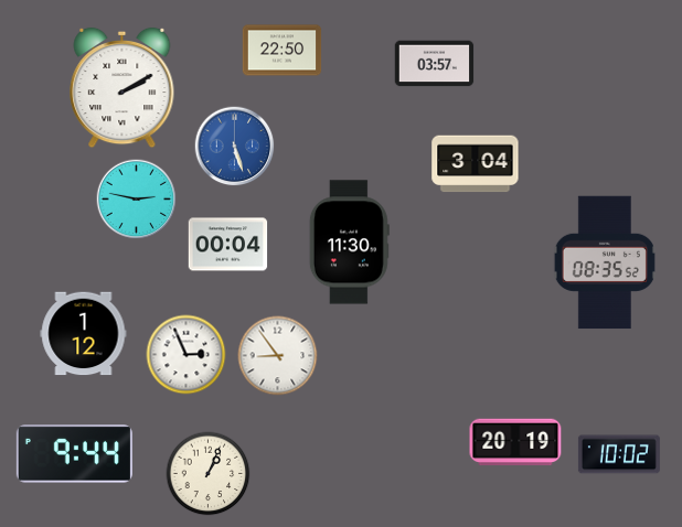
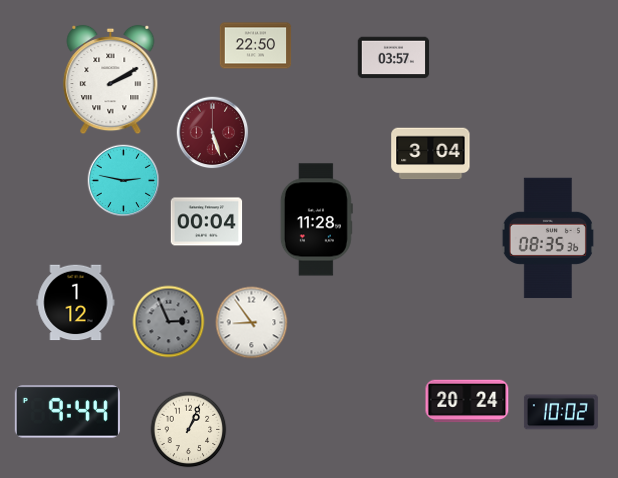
clock at (235, 147) dial: blue -> burgundy
clock at (476, 164) position: (476, 164) -> (431, 154)
clock at (349, 243): 11:30 -> 11:28
clock at (605, 262): 08:35:52 -> 08:35:36
clock at (187, 355) dial: white -> grey
clock at (515, 442): 20:19 -> 20:24
